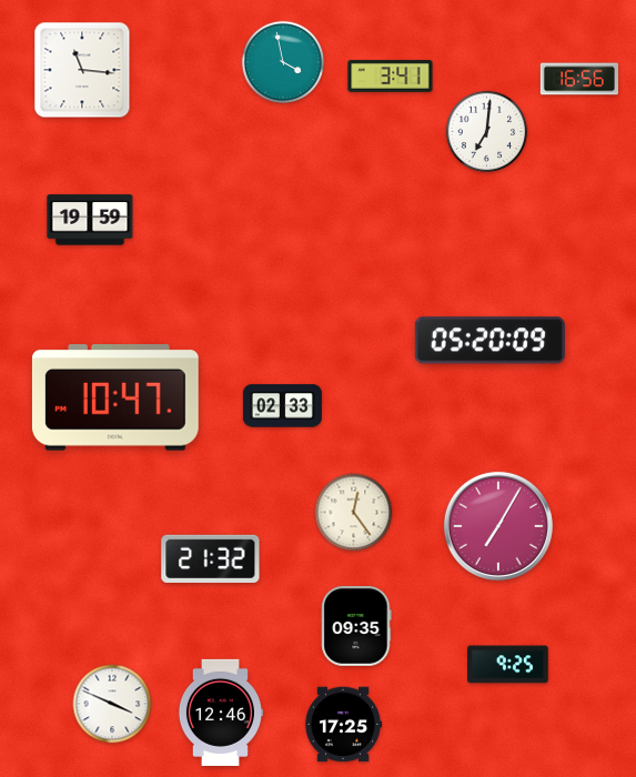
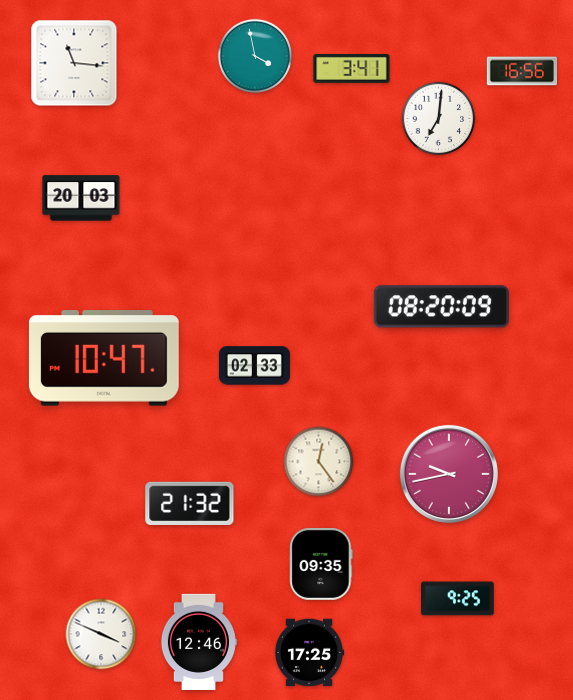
clock at (90, 220): 19:59 -> 20:03
clock at (489, 341): 05:20 -> 08:20
clock at (498, 526): 7:05 -> 9:43
